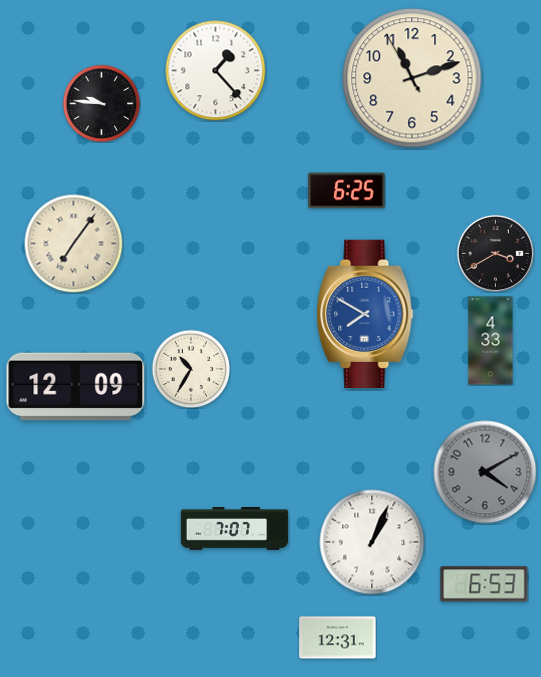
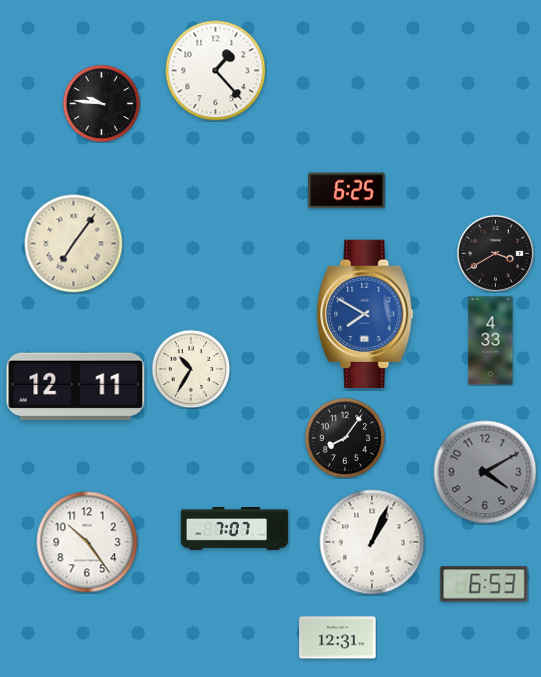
clock at (412, 78): 11:11 -> none
clock at (76, 387): 12:09 -> 12:11
clock at (345, 438): none -> 8:06
clock at (87, 542): none -> 10:24
